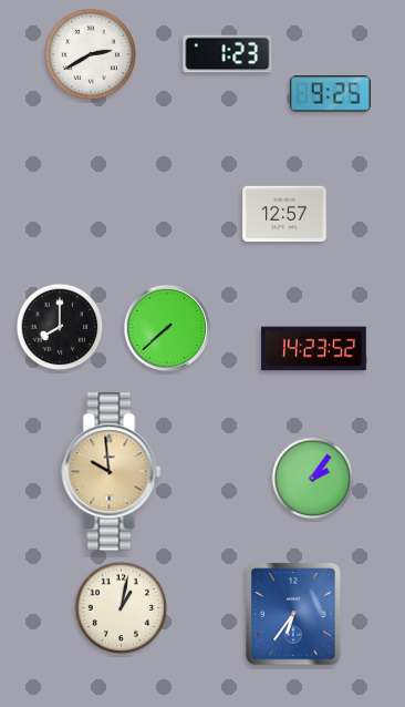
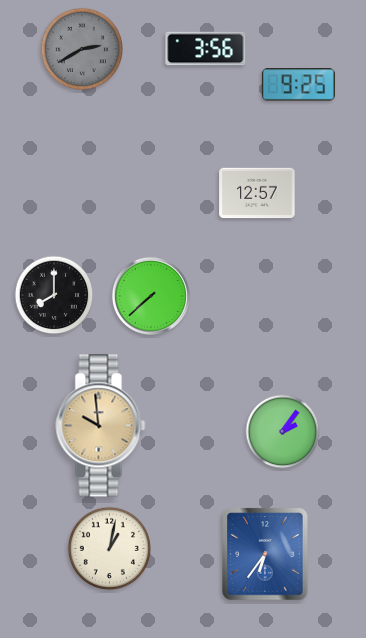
clock at (90, 53) dial: white -> grey
clock at (228, 54): 1:23 -> 3:56
clock at (314, 349): 14:23 -> none
